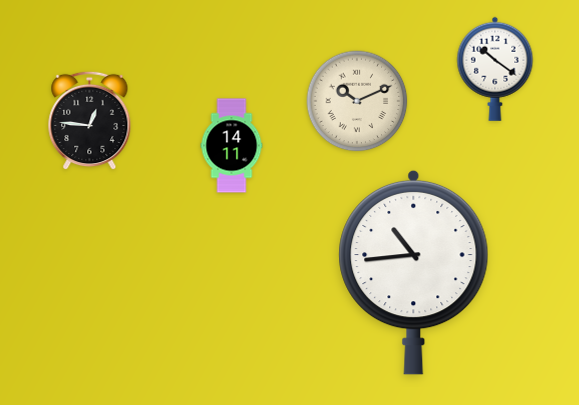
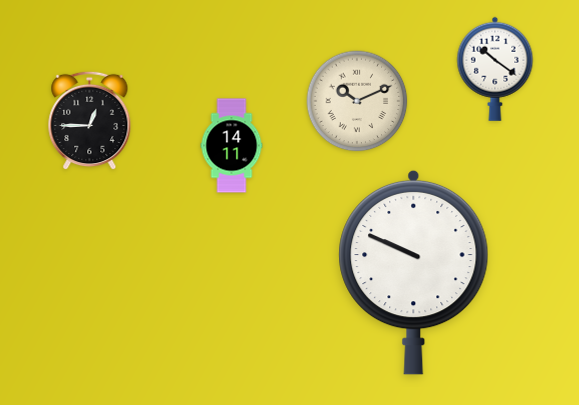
clock at (90, 121): 12:46 -> 12:45
clock at (414, 272): 10:44 -> 9:49
